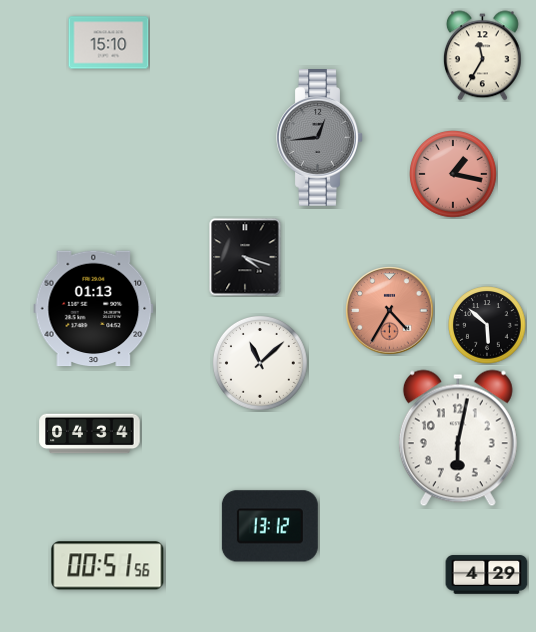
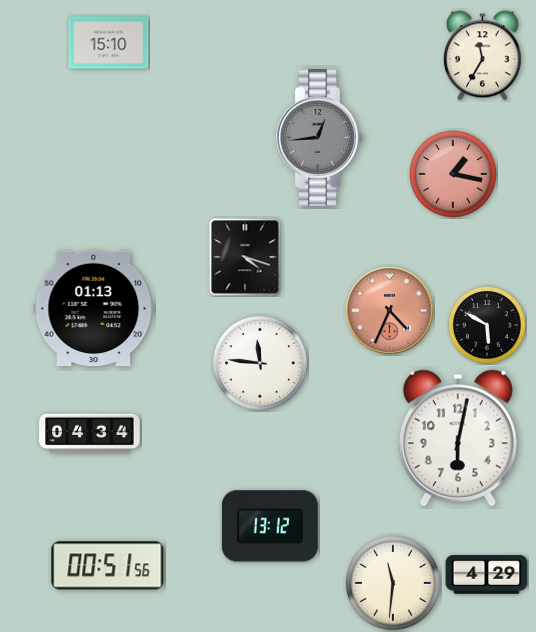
clock at (390, 311): 4:35 -> 4:34
clock at (487, 325): 5:52 -> 5:50
clock at (260, 363): 11:08 -> 11:46
clock at (393, 583): none -> 11:31
